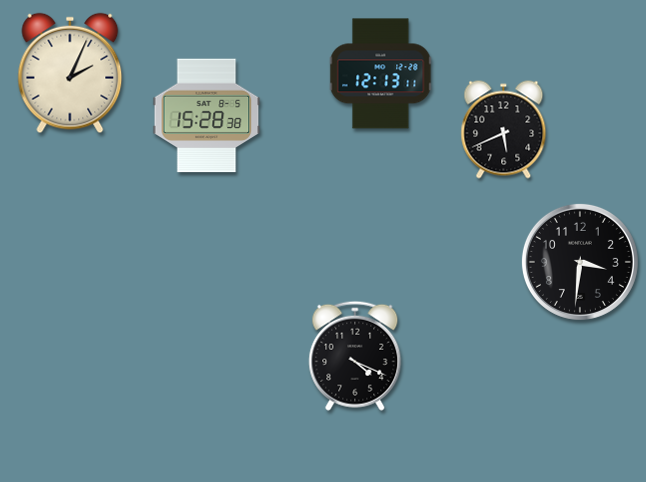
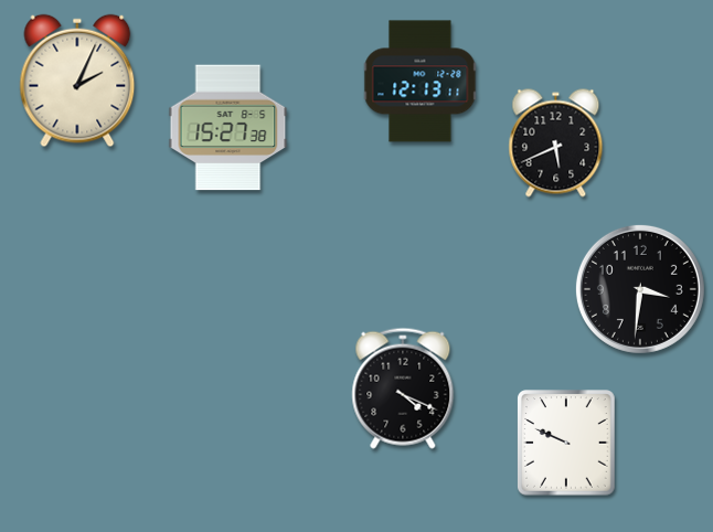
clock at (207, 116): 15:28 -> 15:27
clock at (355, 356) position: (355, 356) -> (403, 389)
clock at (567, 443): none -> 9:49
